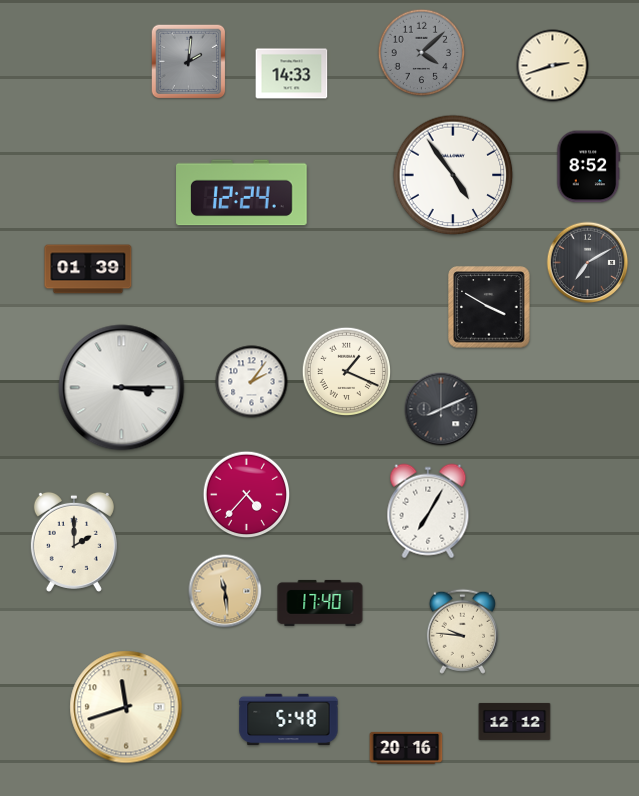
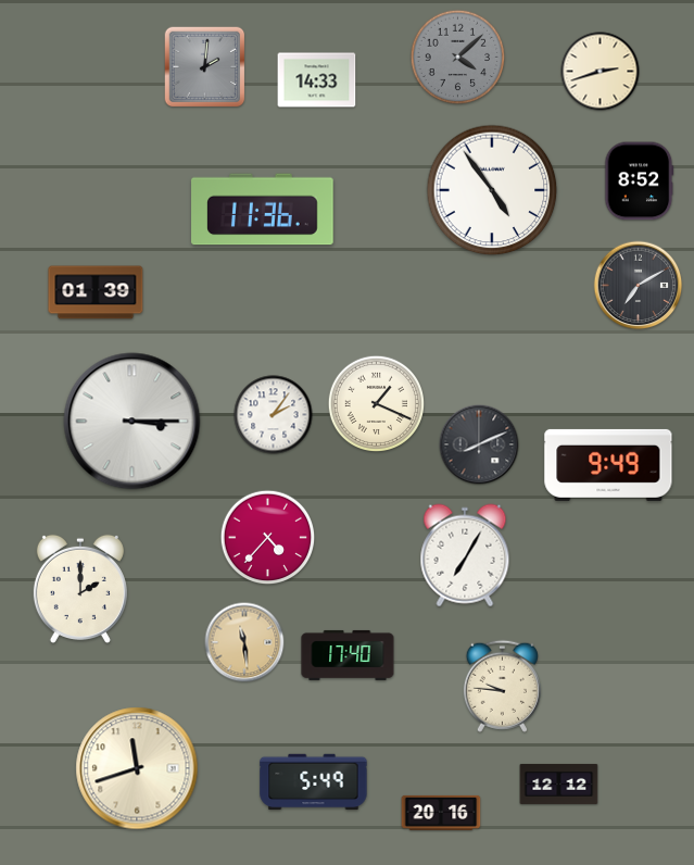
clock at (242, 193): 12:24 -> 11:36
clock at (489, 307): 3:50 -> none
clock at (608, 465): none -> 9:49
clock at (289, 720): 5:48 -> 5:49
